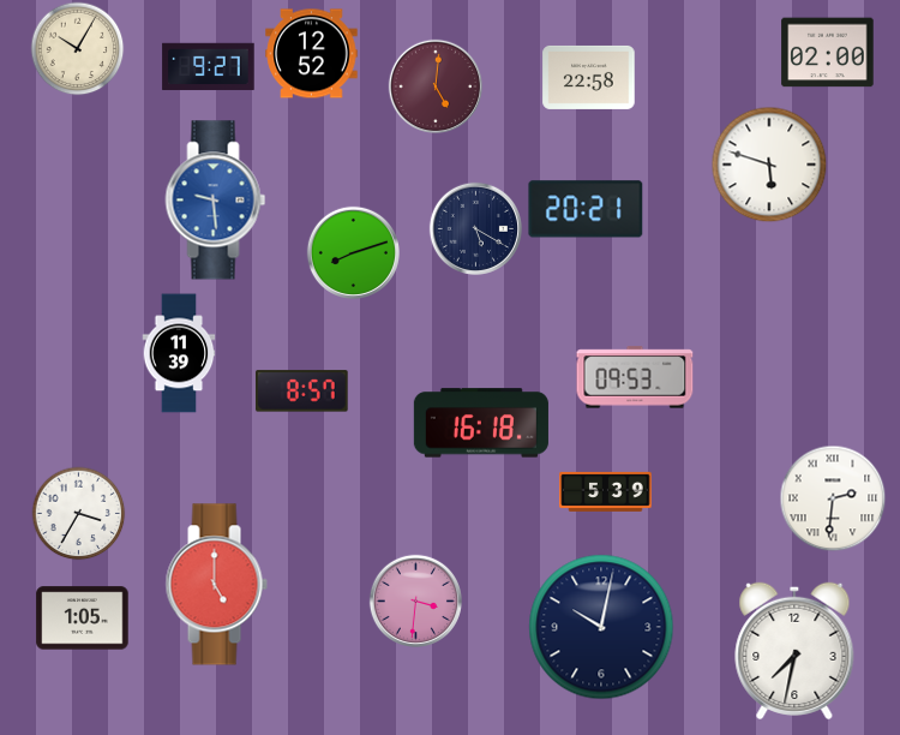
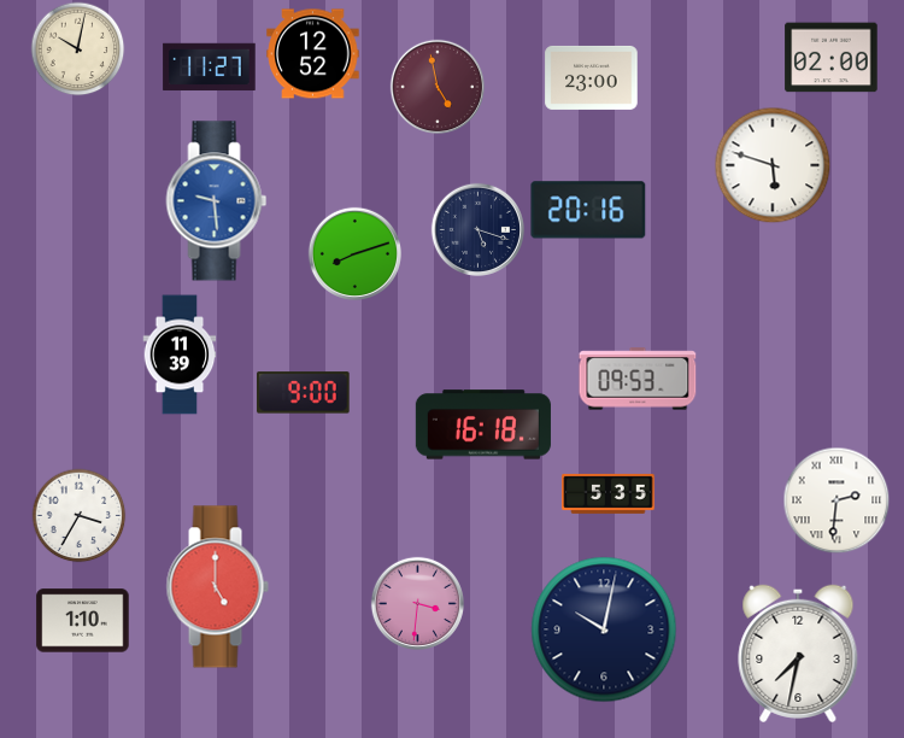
clock at (77, 48): 10:05 -> 10:02
clock at (828, 53) position: (828, 53) -> (832, 58)
clock at (209, 67): 9:27 -> 11:27
clock at (589, 77): 22:58 -> 23:00
clock at (434, 85): 5:01 -> 4:58
clock at (586, 209): 20:21 -> 20:16
clock at (475, 228): 5:20 -> 5:18
clock at (302, 392): 8:57 -> 9:00
clock at (606, 491): 5:39 -> 5:35
clock at (83, 619): 1:05 -> 1:10
